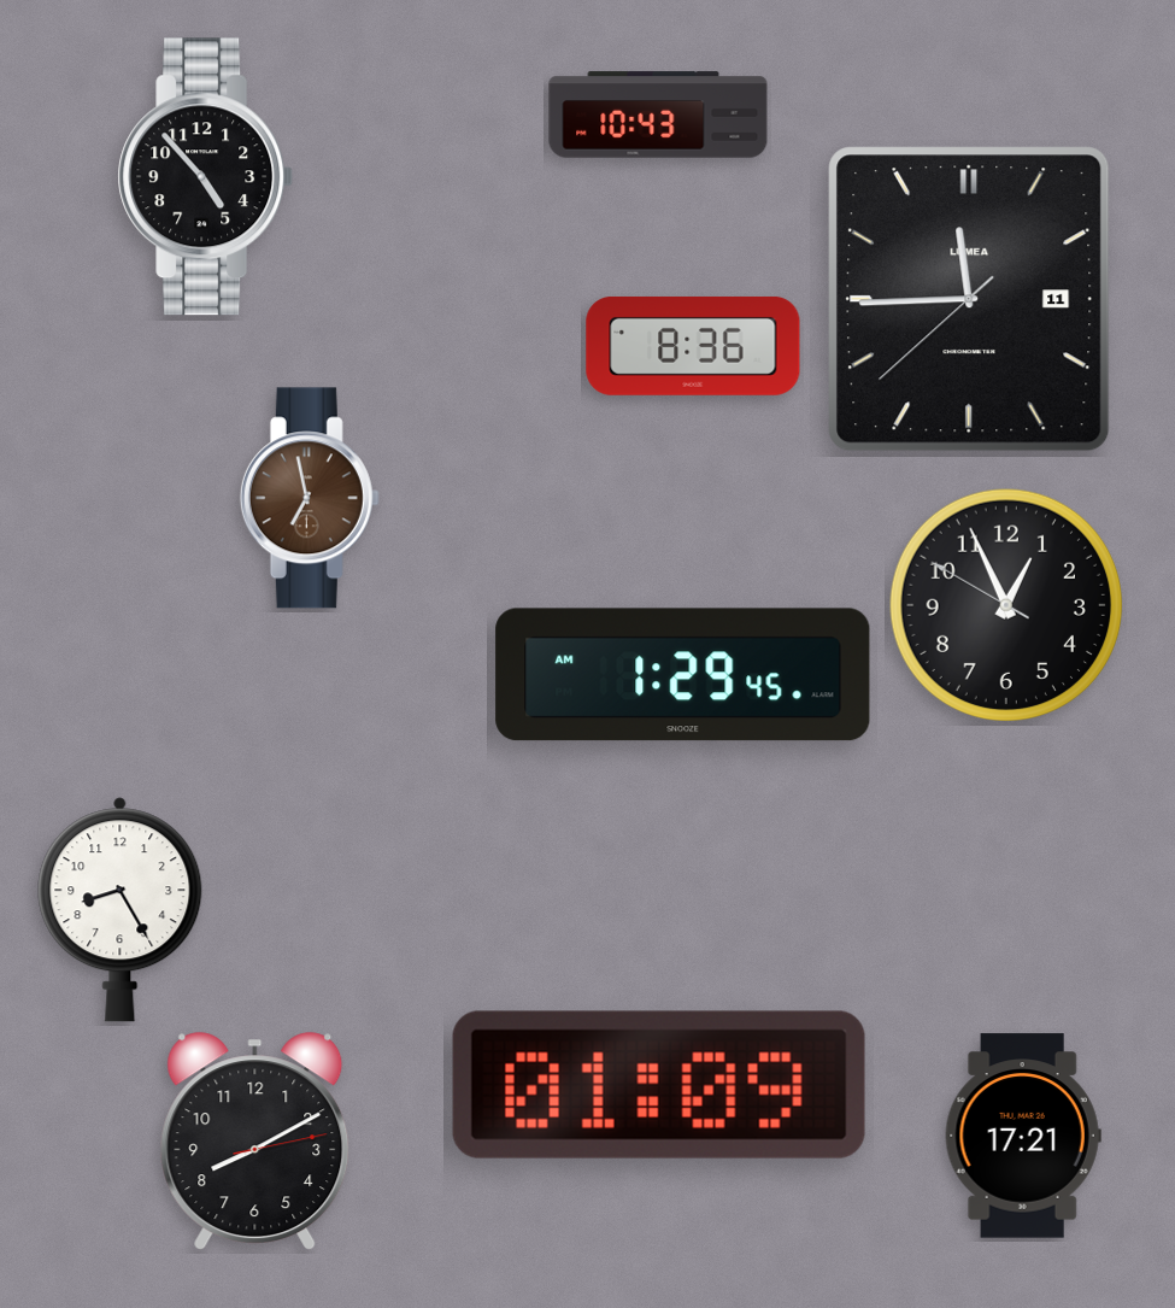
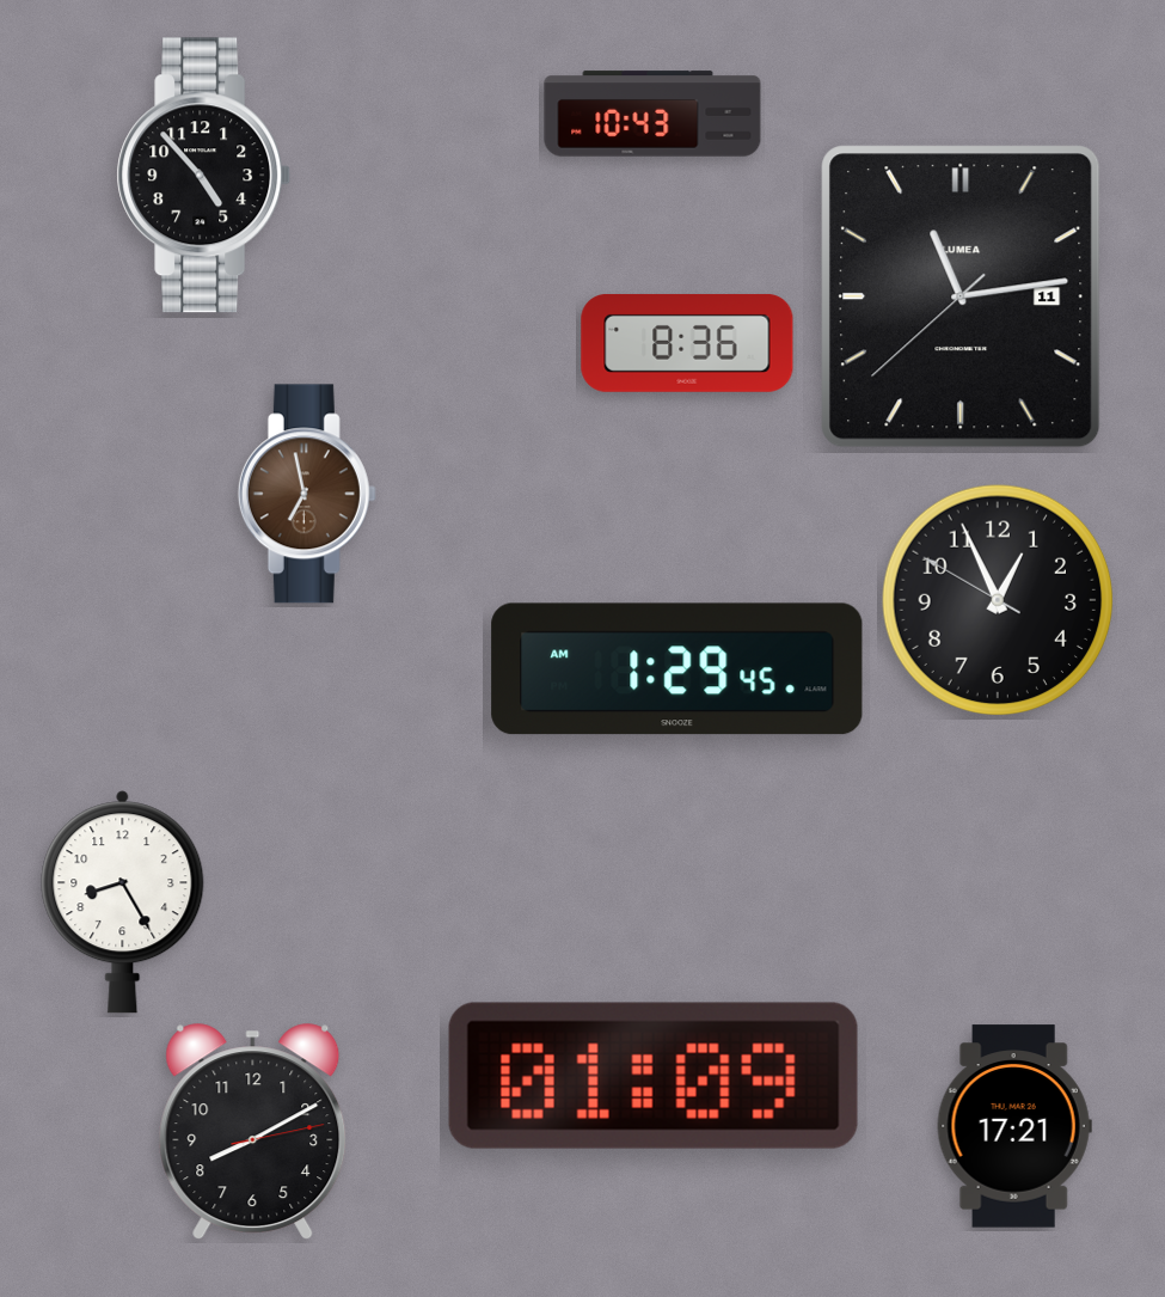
clock at (969, 299): 11:44 -> 11:13
clock at (121, 910) position: (121, 910) -> (123, 903)
